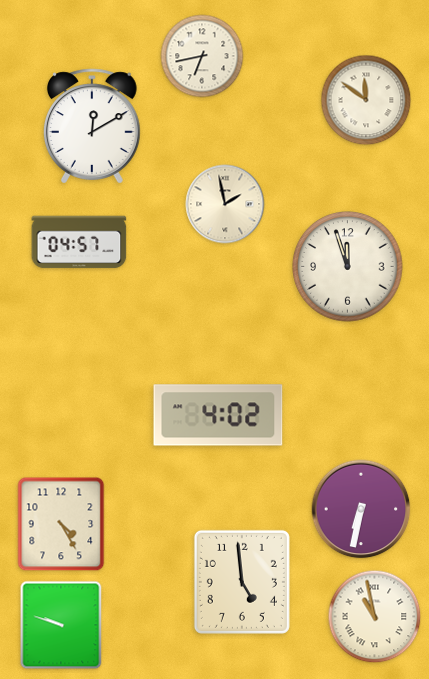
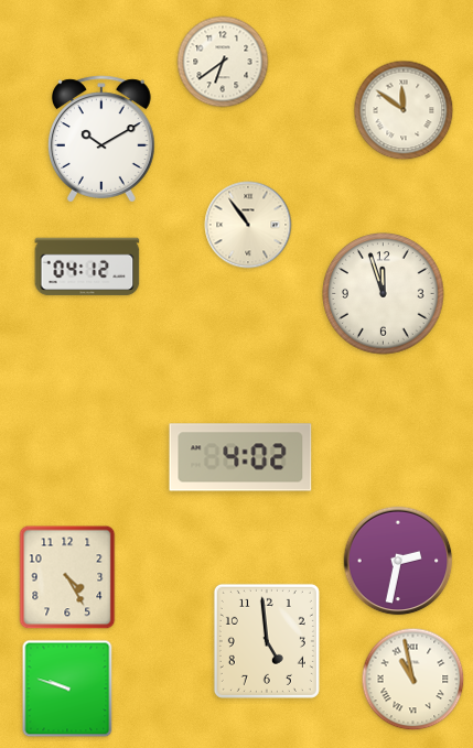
clock at (202, 56): 6:43 -> 6:39
clock at (93, 126): 12:10 -> 10:10
clock at (225, 204): 1:58 -> 10:54
clock at (79, 242): 04:57 -> 04:12
clock at (361, 509): 6:32 -> 2:32
